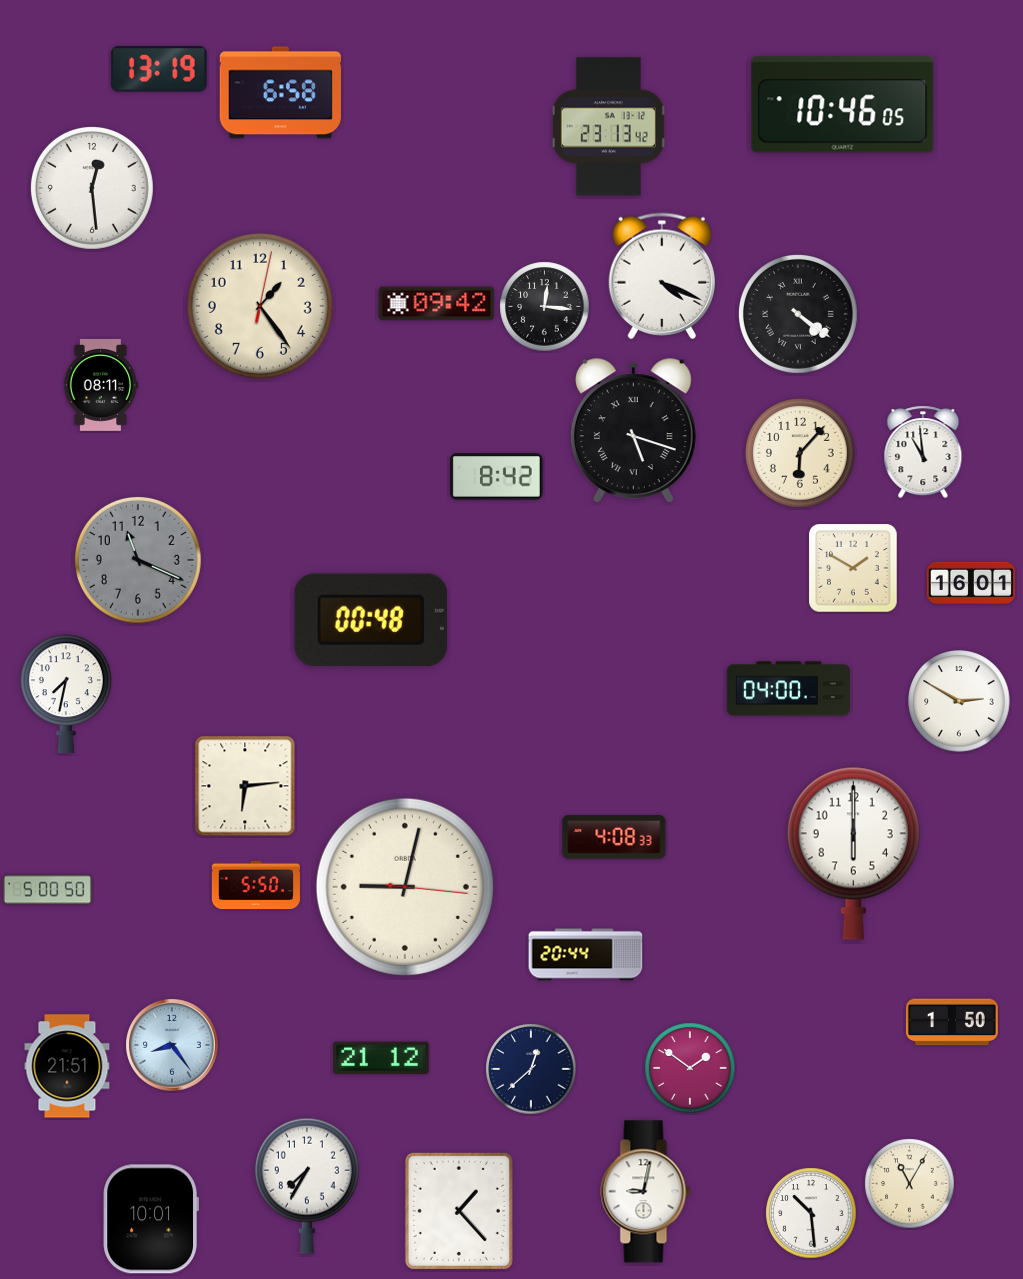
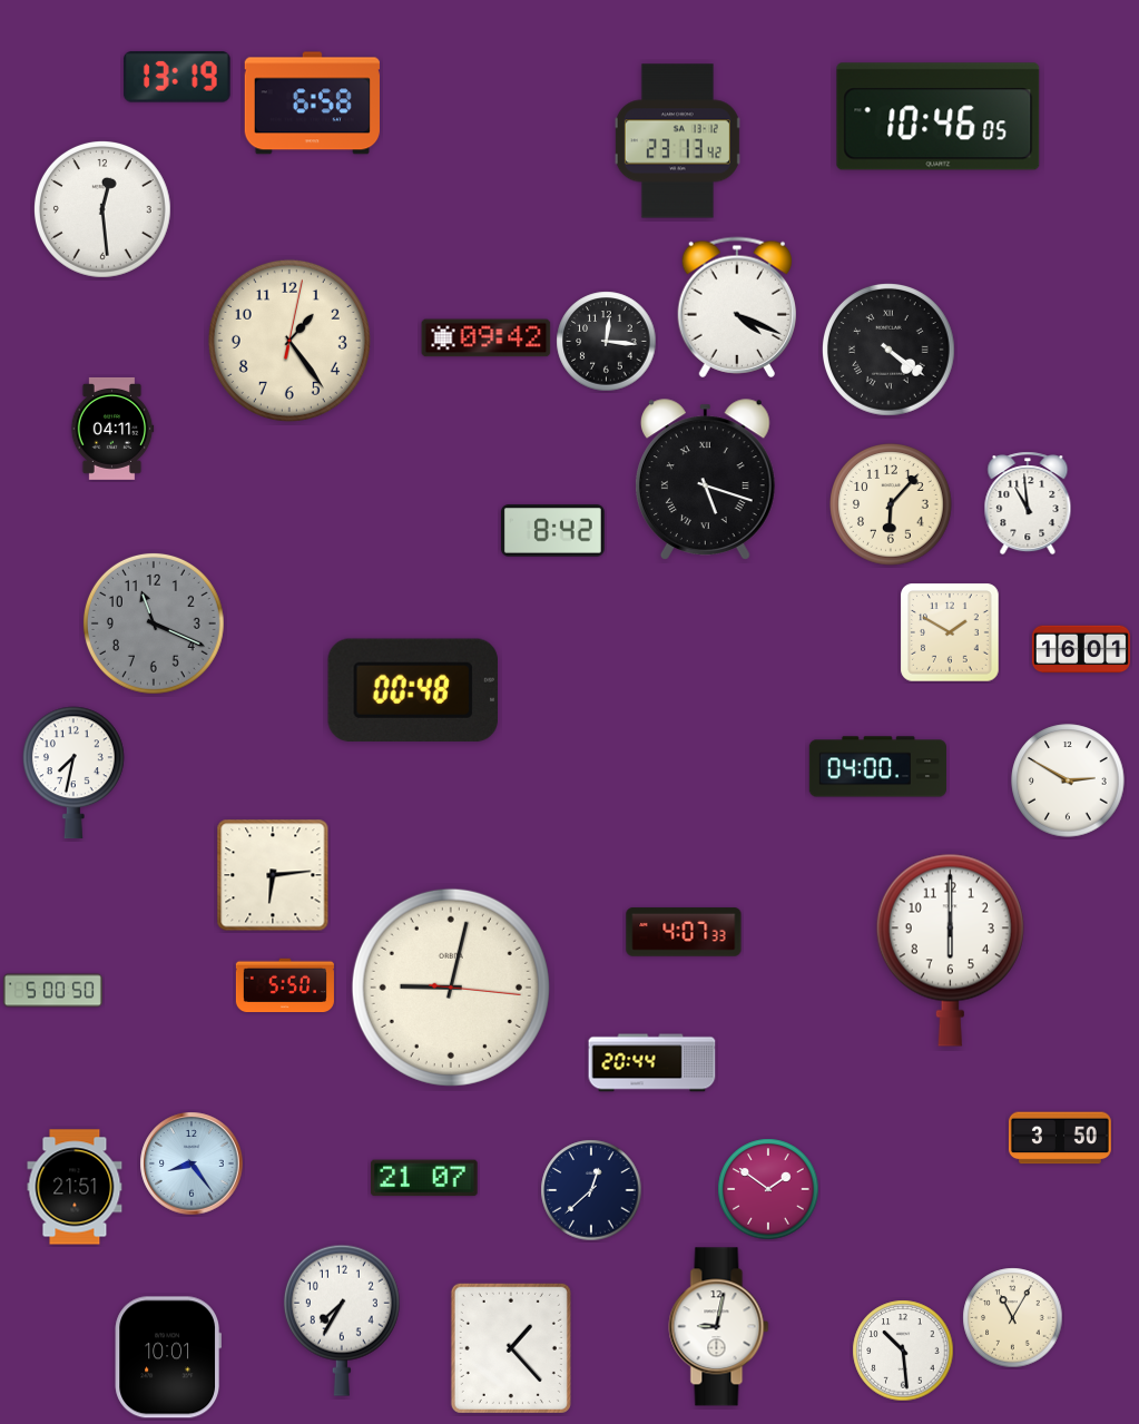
clock at (101, 385): 08:11 -> 04:11
clock at (614, 837): 4:08 -> 4:07
clock at (952, 1022): 1:50 -> 3:50
clock at (381, 1058): 21:12 -> 21:07
